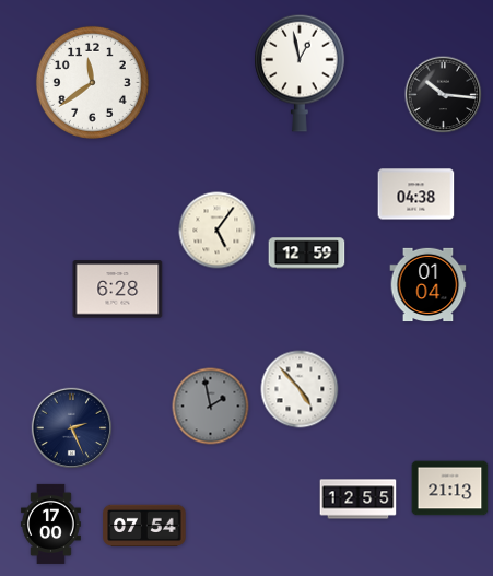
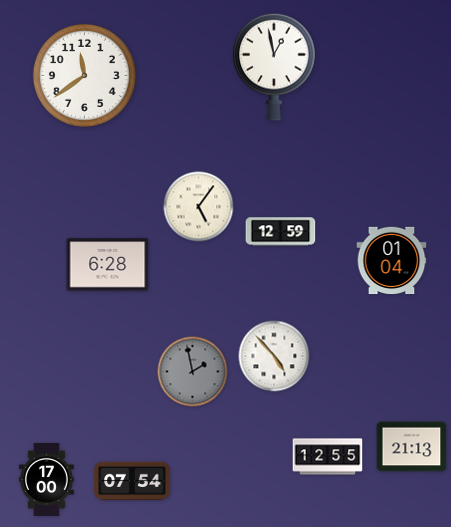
clock at (444, 95): 10:16 -> none
clock at (416, 195): 04:38 -> none
clock at (218, 231) position: (218, 231) -> (199, 207)
clock at (72, 428): 2:26 -> none
